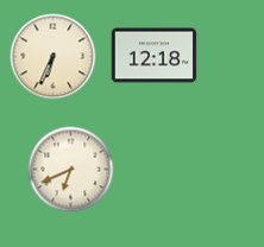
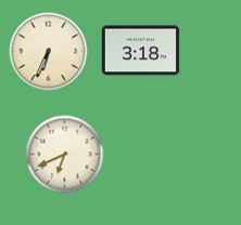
clock at (155, 56): 12:18 -> 3:18
